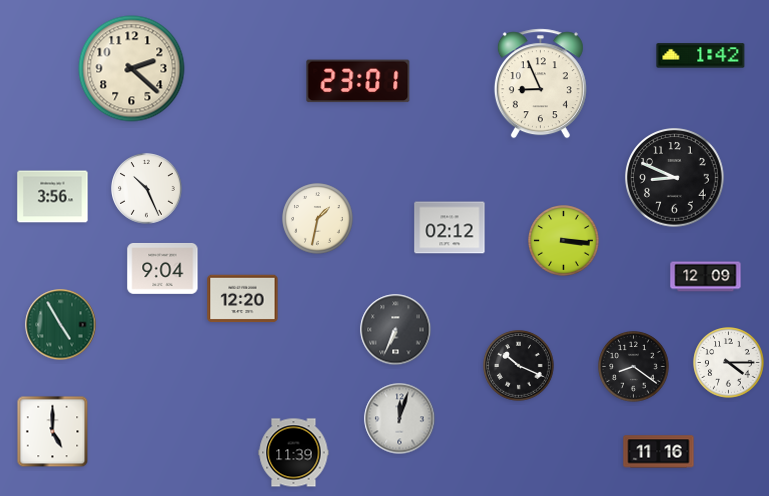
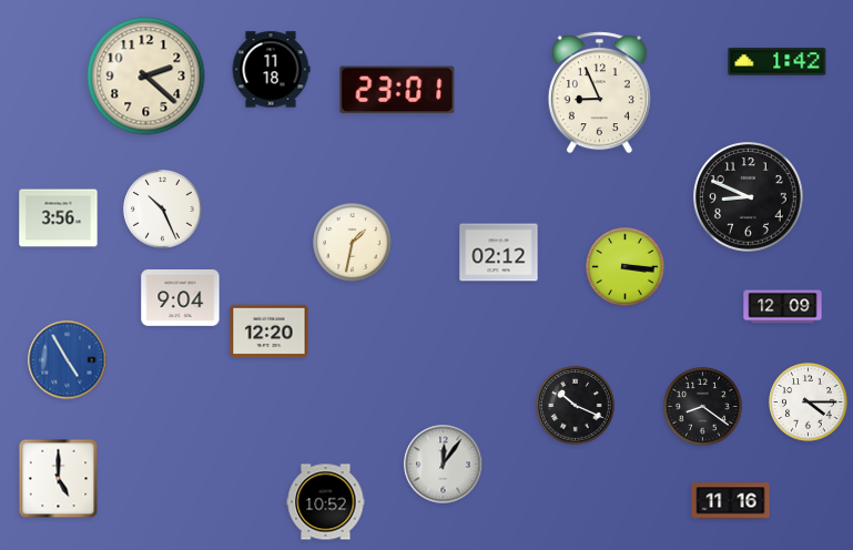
clock at (271, 70): none -> 11:18
clock at (61, 325) dial: green -> blue
clock at (396, 330): 6:34 -> none
clock at (400, 419): 12:03 -> 12:06
clock at (294, 453): 11:39 -> 10:52
